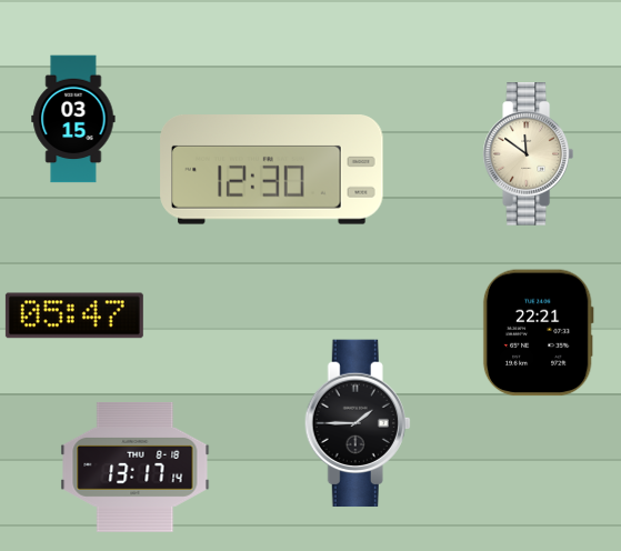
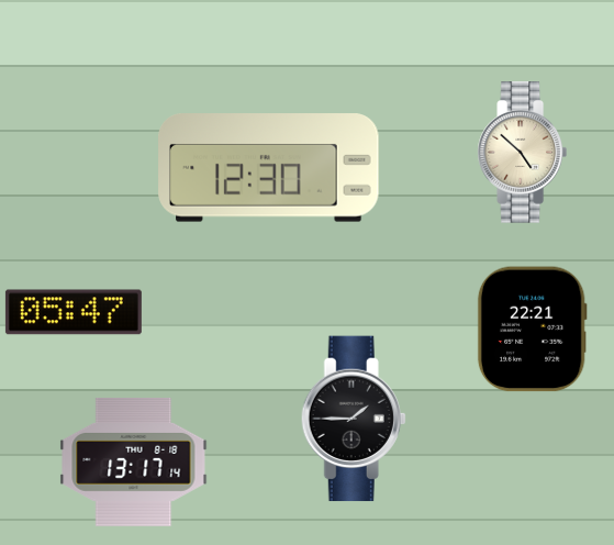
clock at (73, 119): 03:15 -> none
clock at (528, 154): 11:51 -> 4:52
